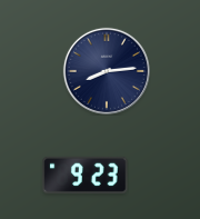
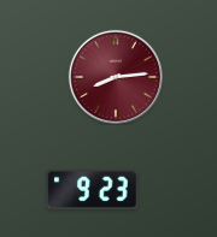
clock at (107, 71) dial: navy -> burgundy
